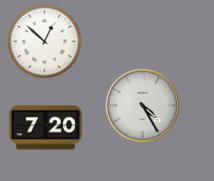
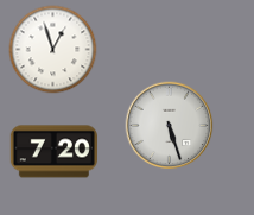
clock at (45, 42): 12:52 -> 12:57
clock at (143, 106): 4:25 -> 5:27
